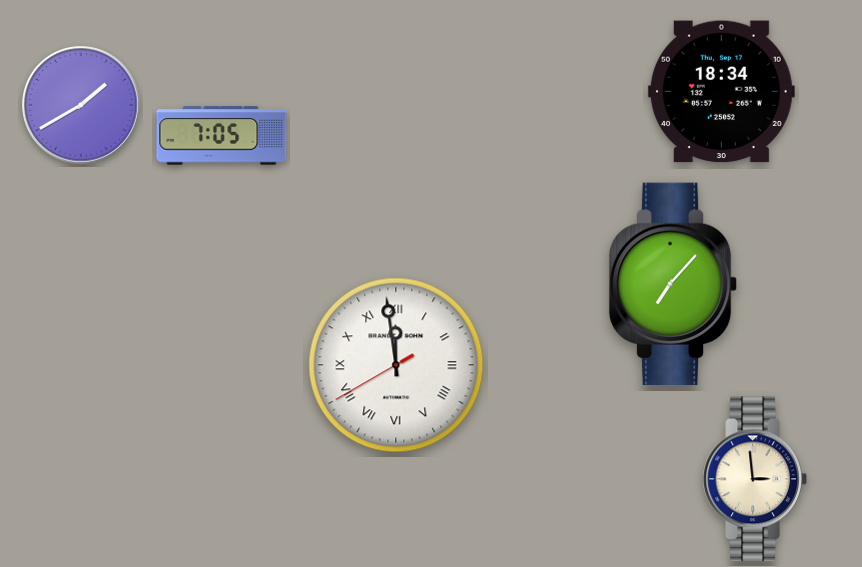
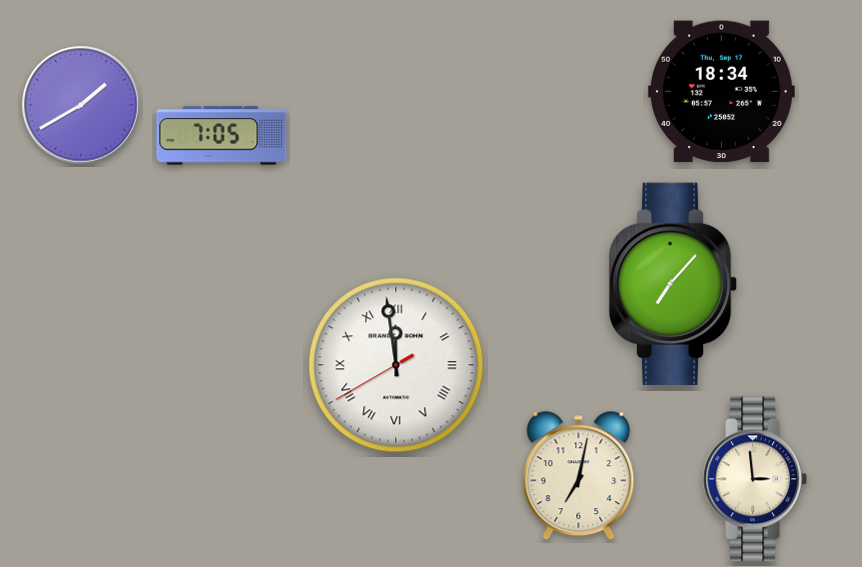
clock at (579, 476): none -> 7:02
